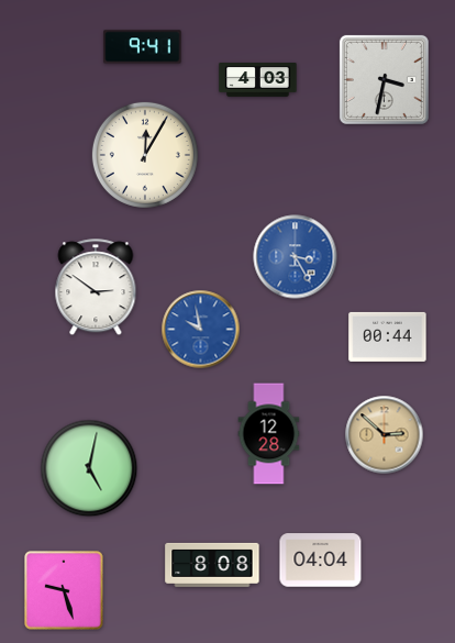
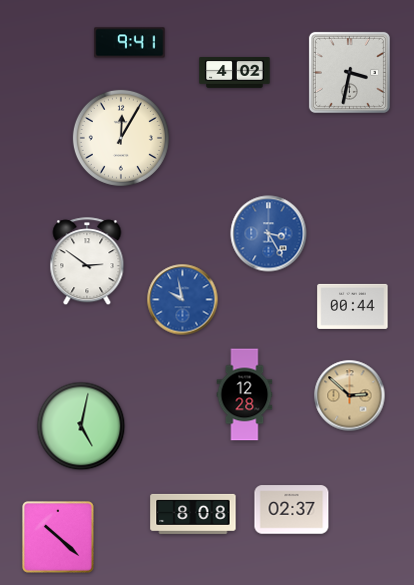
clock at (258, 80): 4:03 -> 4:02
clock at (145, 155) position: (145, 155) -> (121, 138)
clock at (321, 561): 04:04 -> 02:37
clock at (65, 591): 9:27 -> 10:22
